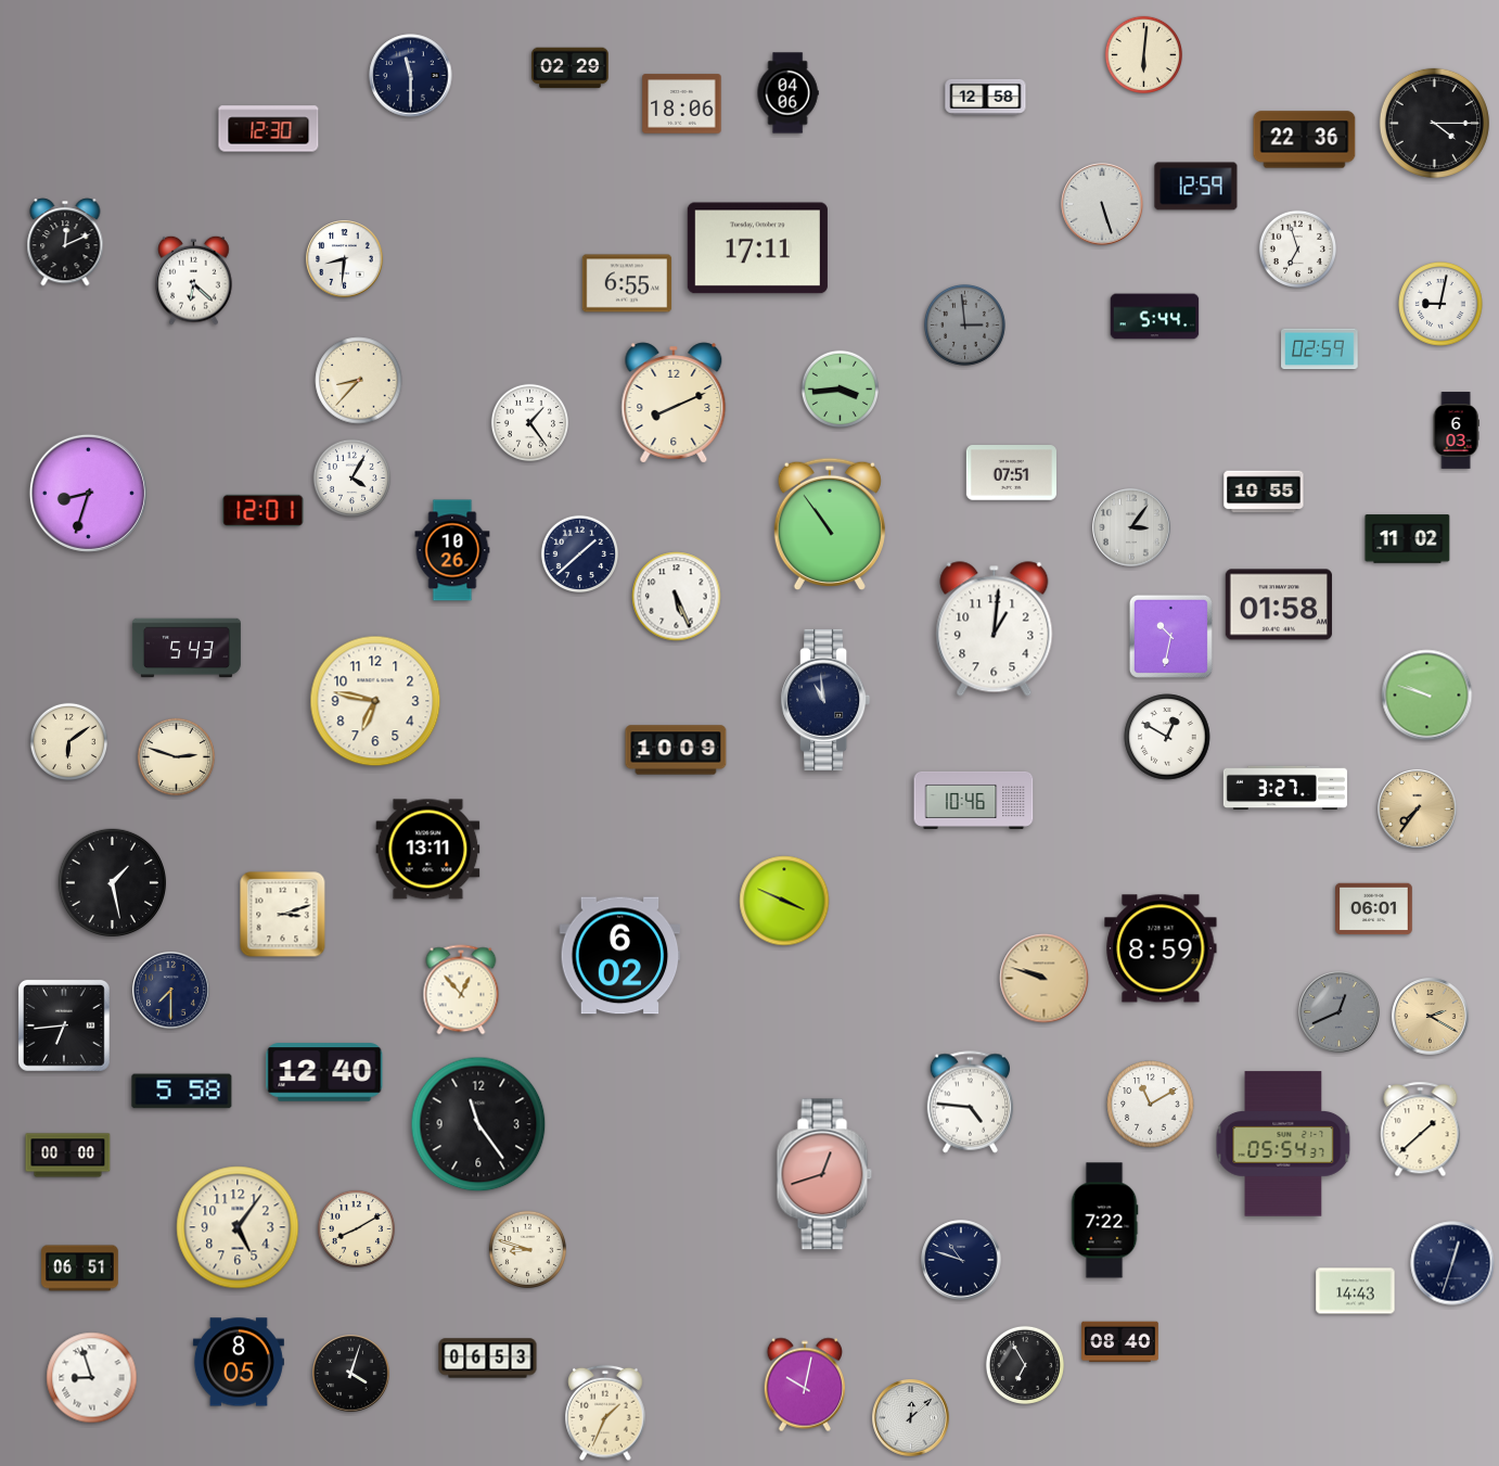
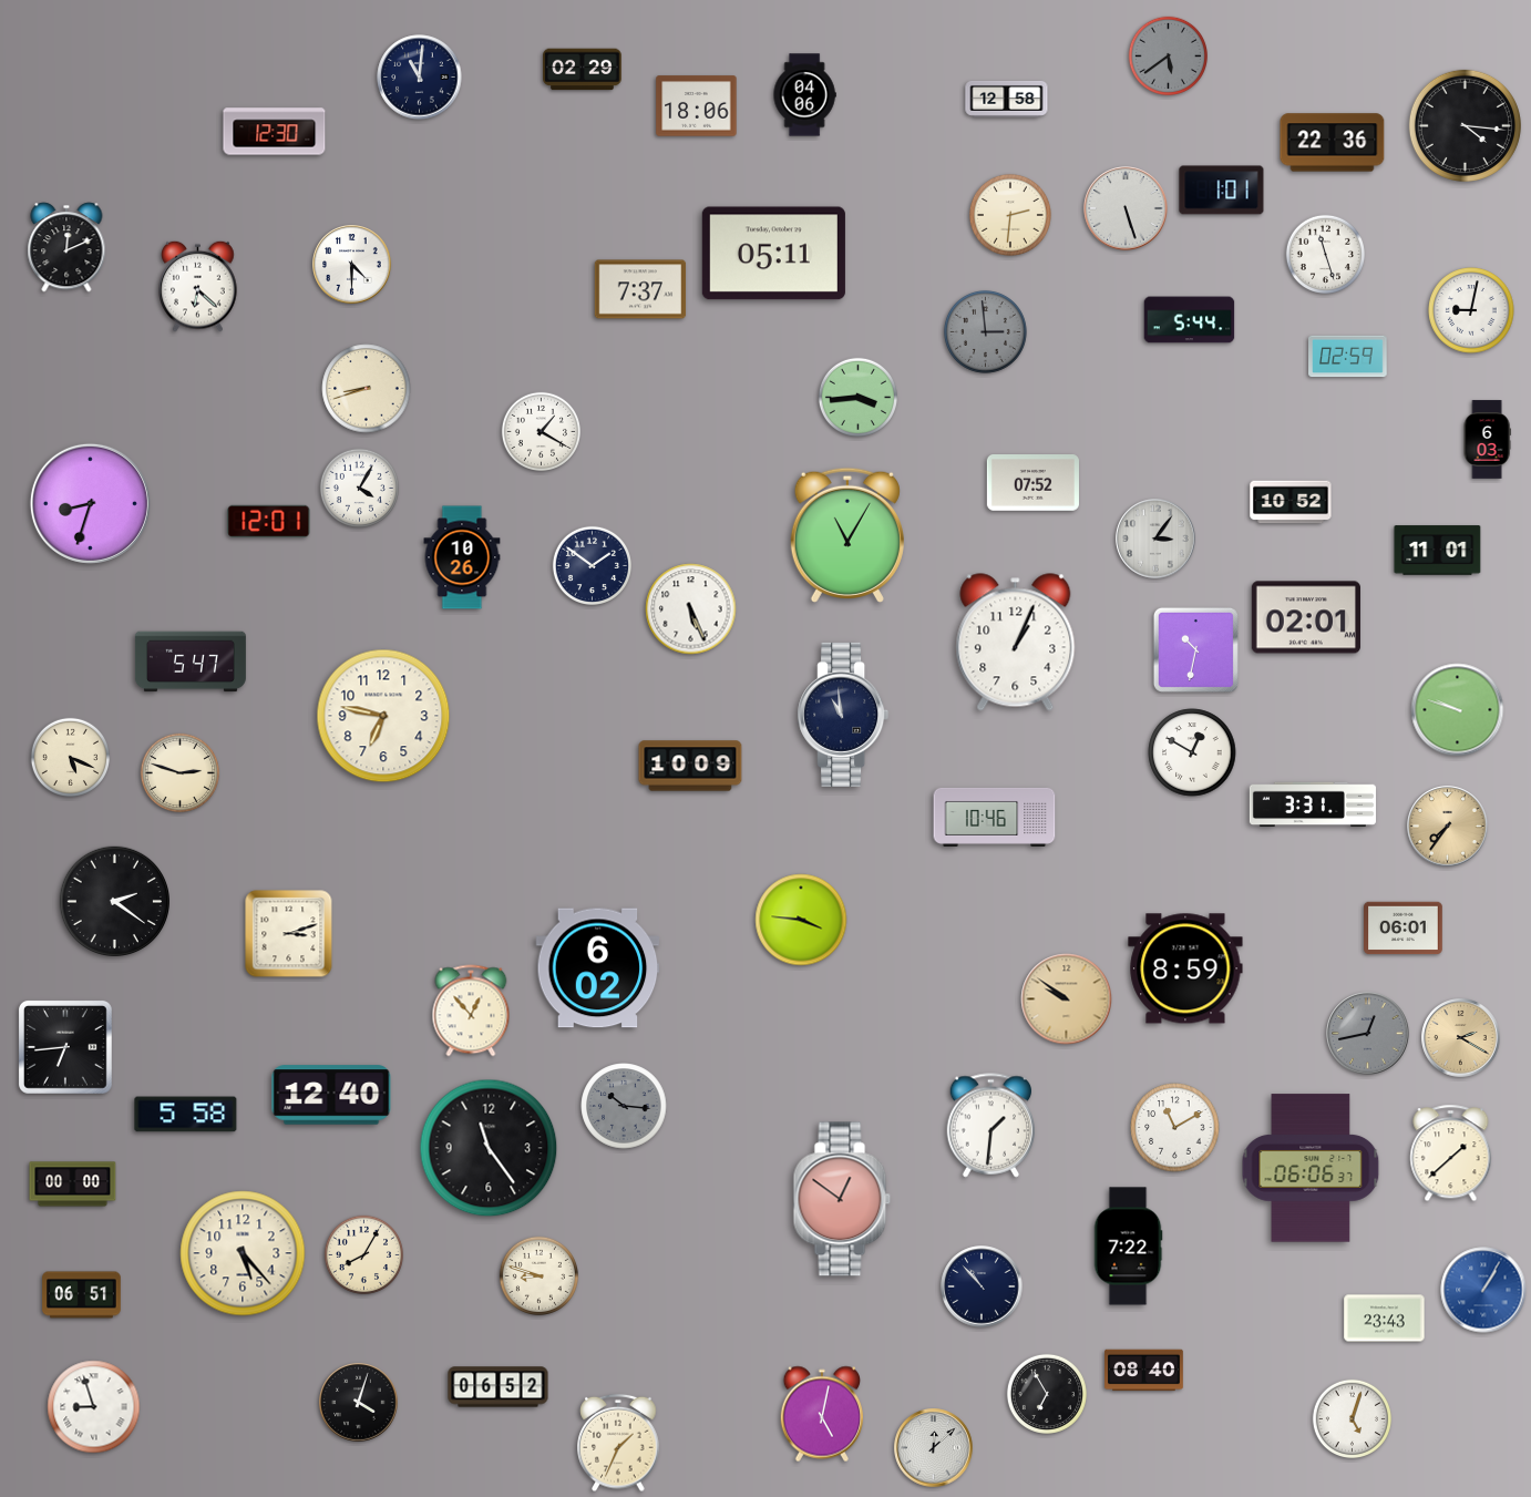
clock at (1143, 54): 6:01 -> 5:39
clock at (1143, 54) dial: cream -> grey
clock at (411, 76): 11:30 -> 11:01
clock at (1434, 123): 4:15 -> 4:16
clock at (1196, 187): 12:59 -> 1:01
clock at (1010, 215): none -> 2:31
clock at (757, 248): 17:11 -> 05:11
clock at (1297, 248): 6:57 -> 11:27
clock at (345, 259): 8:31 -> 4:30
clock at (627, 283): 6:55 -> 7:37
clock at (1155, 317) position: (1155, 317) -> (1190, 320)
clock at (359, 381): 8:37 -> 8:42
clock at (674, 403): 8:11 -> none
clock at (529, 422): 1:24 -> 1:20
clock at (1011, 473): 07:51 -> 07:52
clock at (1264, 492): 10:55 -> 10:52
clock at (830, 524): 10:54 -> 11:05
clock at (1408, 539): 11:02 -> 11:01
clock at (452, 550) position: (452, 550) -> (462, 557)
clock at (579, 553): 1:38 -> 1:51
clock at (1279, 604): 01:58 -> 02:01
clock at (995, 629): 1:01 -> 1:04
clock at (187, 648): 5:43 -> 5:47
clock at (68, 741): 6:09 -> 5:19
clock at (1285, 788): 3:27 -> 3:31
clock at (428, 850): 13:11 -> none
clock at (112, 882): 1:28 -> 2:21
clock at (784, 901): 3:49 -> 3:46
clock at (620, 956) position: (620, 956) -> (598, 968)
clock at (1045, 979): 9:48 -> 9:51
clock at (171, 991): 7:30 -> none
clock at (1340, 1012): 12:41 -> 12:43
clock at (624, 1106): none -> 10:16
clock at (971, 1102): 4:46 -> 1:31
clock at (1283, 1144): 05:54 -> 06:06
clock at (68, 1156) position: (68, 1156) -> (73, 1185)
clock at (824, 1174): 12:42 -> 12:51
clock at (238, 1227): 5:06 -> 5:23
clock at (356, 1228): 8:10 -> 8:05
clock at (961, 1260): 10:48 -> 10:53
clock at (1452, 1263): 12:33 -> 1:05
clock at (1452, 1263) dial: navy -> blue
clock at (1356, 1291): 14:43 -> 23:43
clock at (488, 1359): 06:53 -> 06:52
clock at (239, 1362): 8:05 -> none
clock at (804, 1385): 10:02 -> 5:02
clock at (1352, 1418): none -> 5:03
clock at (911, 1418) position: (911, 1418) -> (934, 1448)
